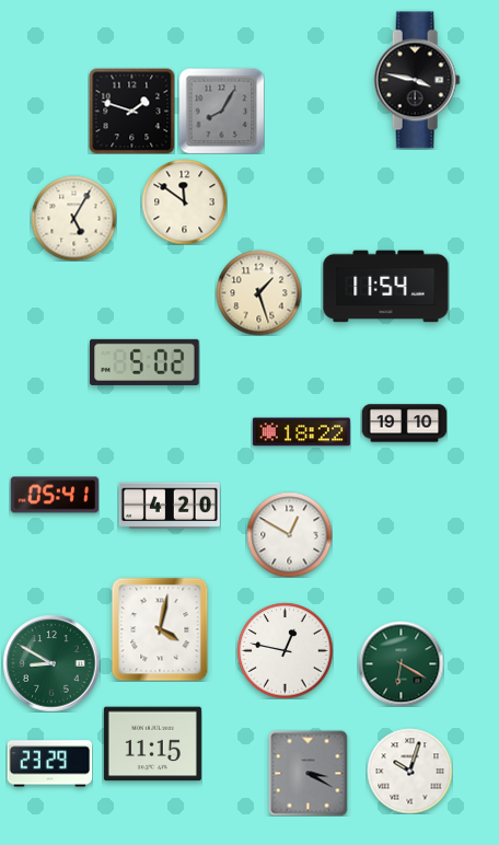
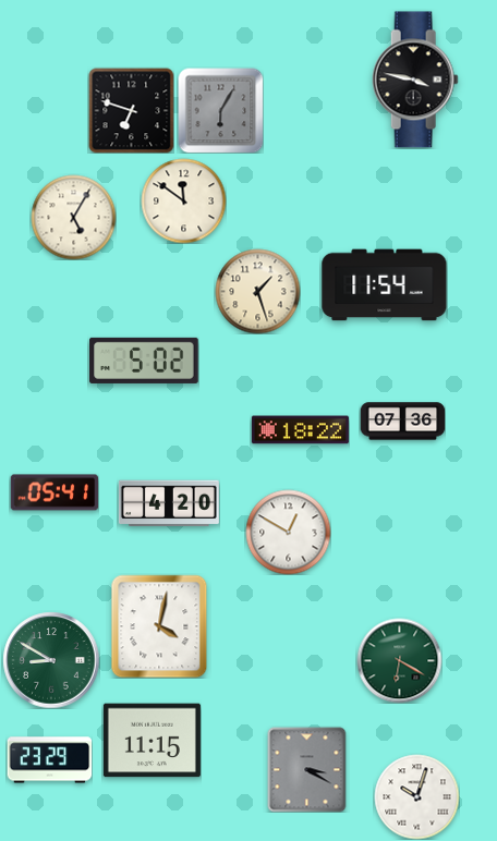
clock at (131, 111): 1:48 -> 6:48
clock at (221, 111): 8:05 -> 6:05
clock at (404, 424): 19:10 -> 07:36
clock at (285, 650): 12:47 -> none
clock at (409, 771) position: (409, 771) -> (416, 796)
